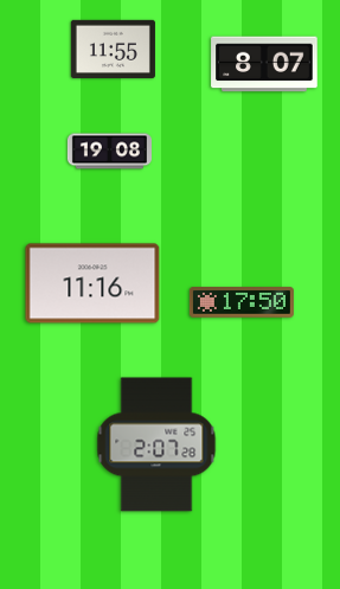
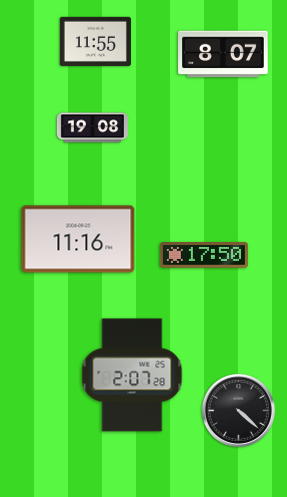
clock at (238, 410): none -> 4:22
